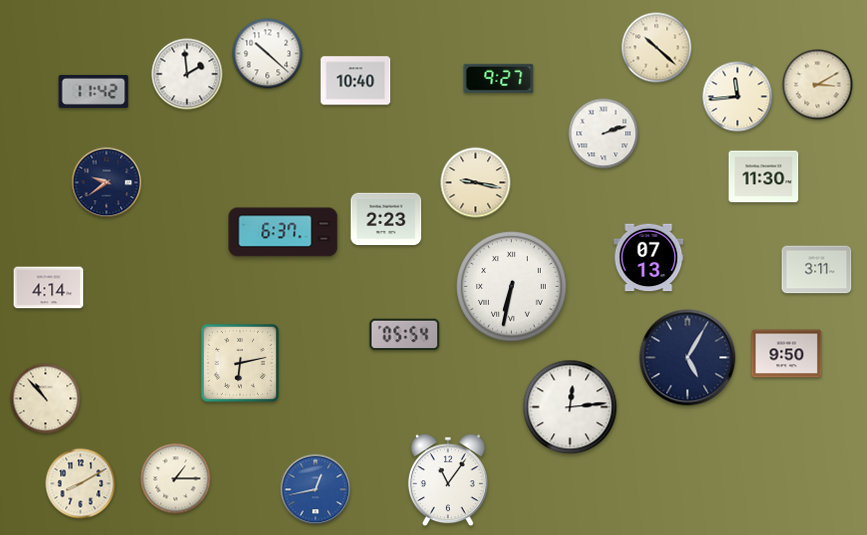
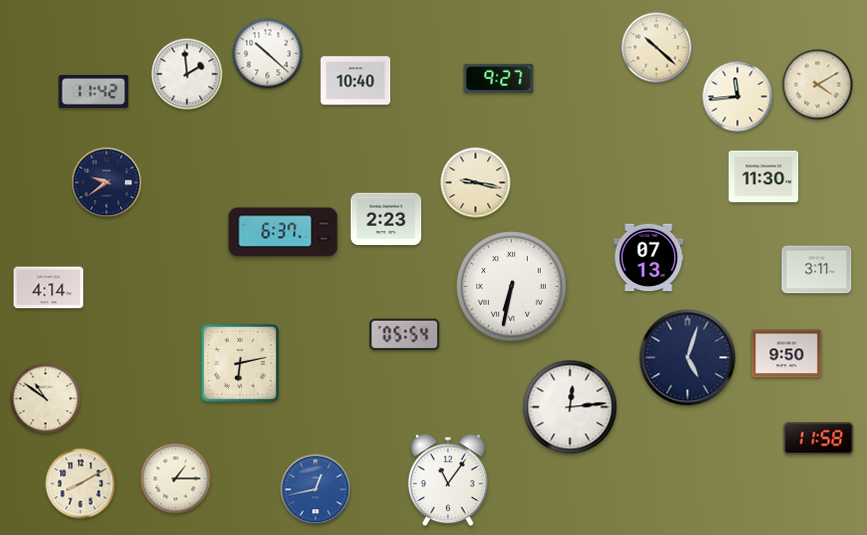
clock at (818, 85): 3:10 -> 4:10
clock at (604, 134): 2:12 -> none
clock at (688, 358): 5:05 -> 5:03
clock at (46, 399): 10:53 -> 10:51
clock at (819, 439): none -> 11:58
